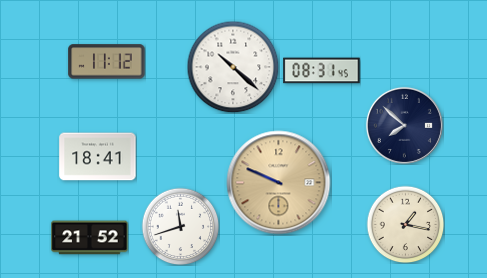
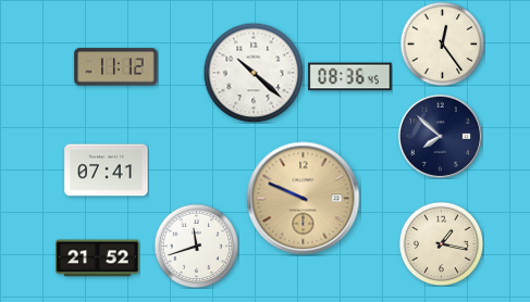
clock at (442, 43): none -> 12:24
clock at (322, 71): 08:31 -> 08:36
clock at (98, 157): 18:41 -> 07:41
